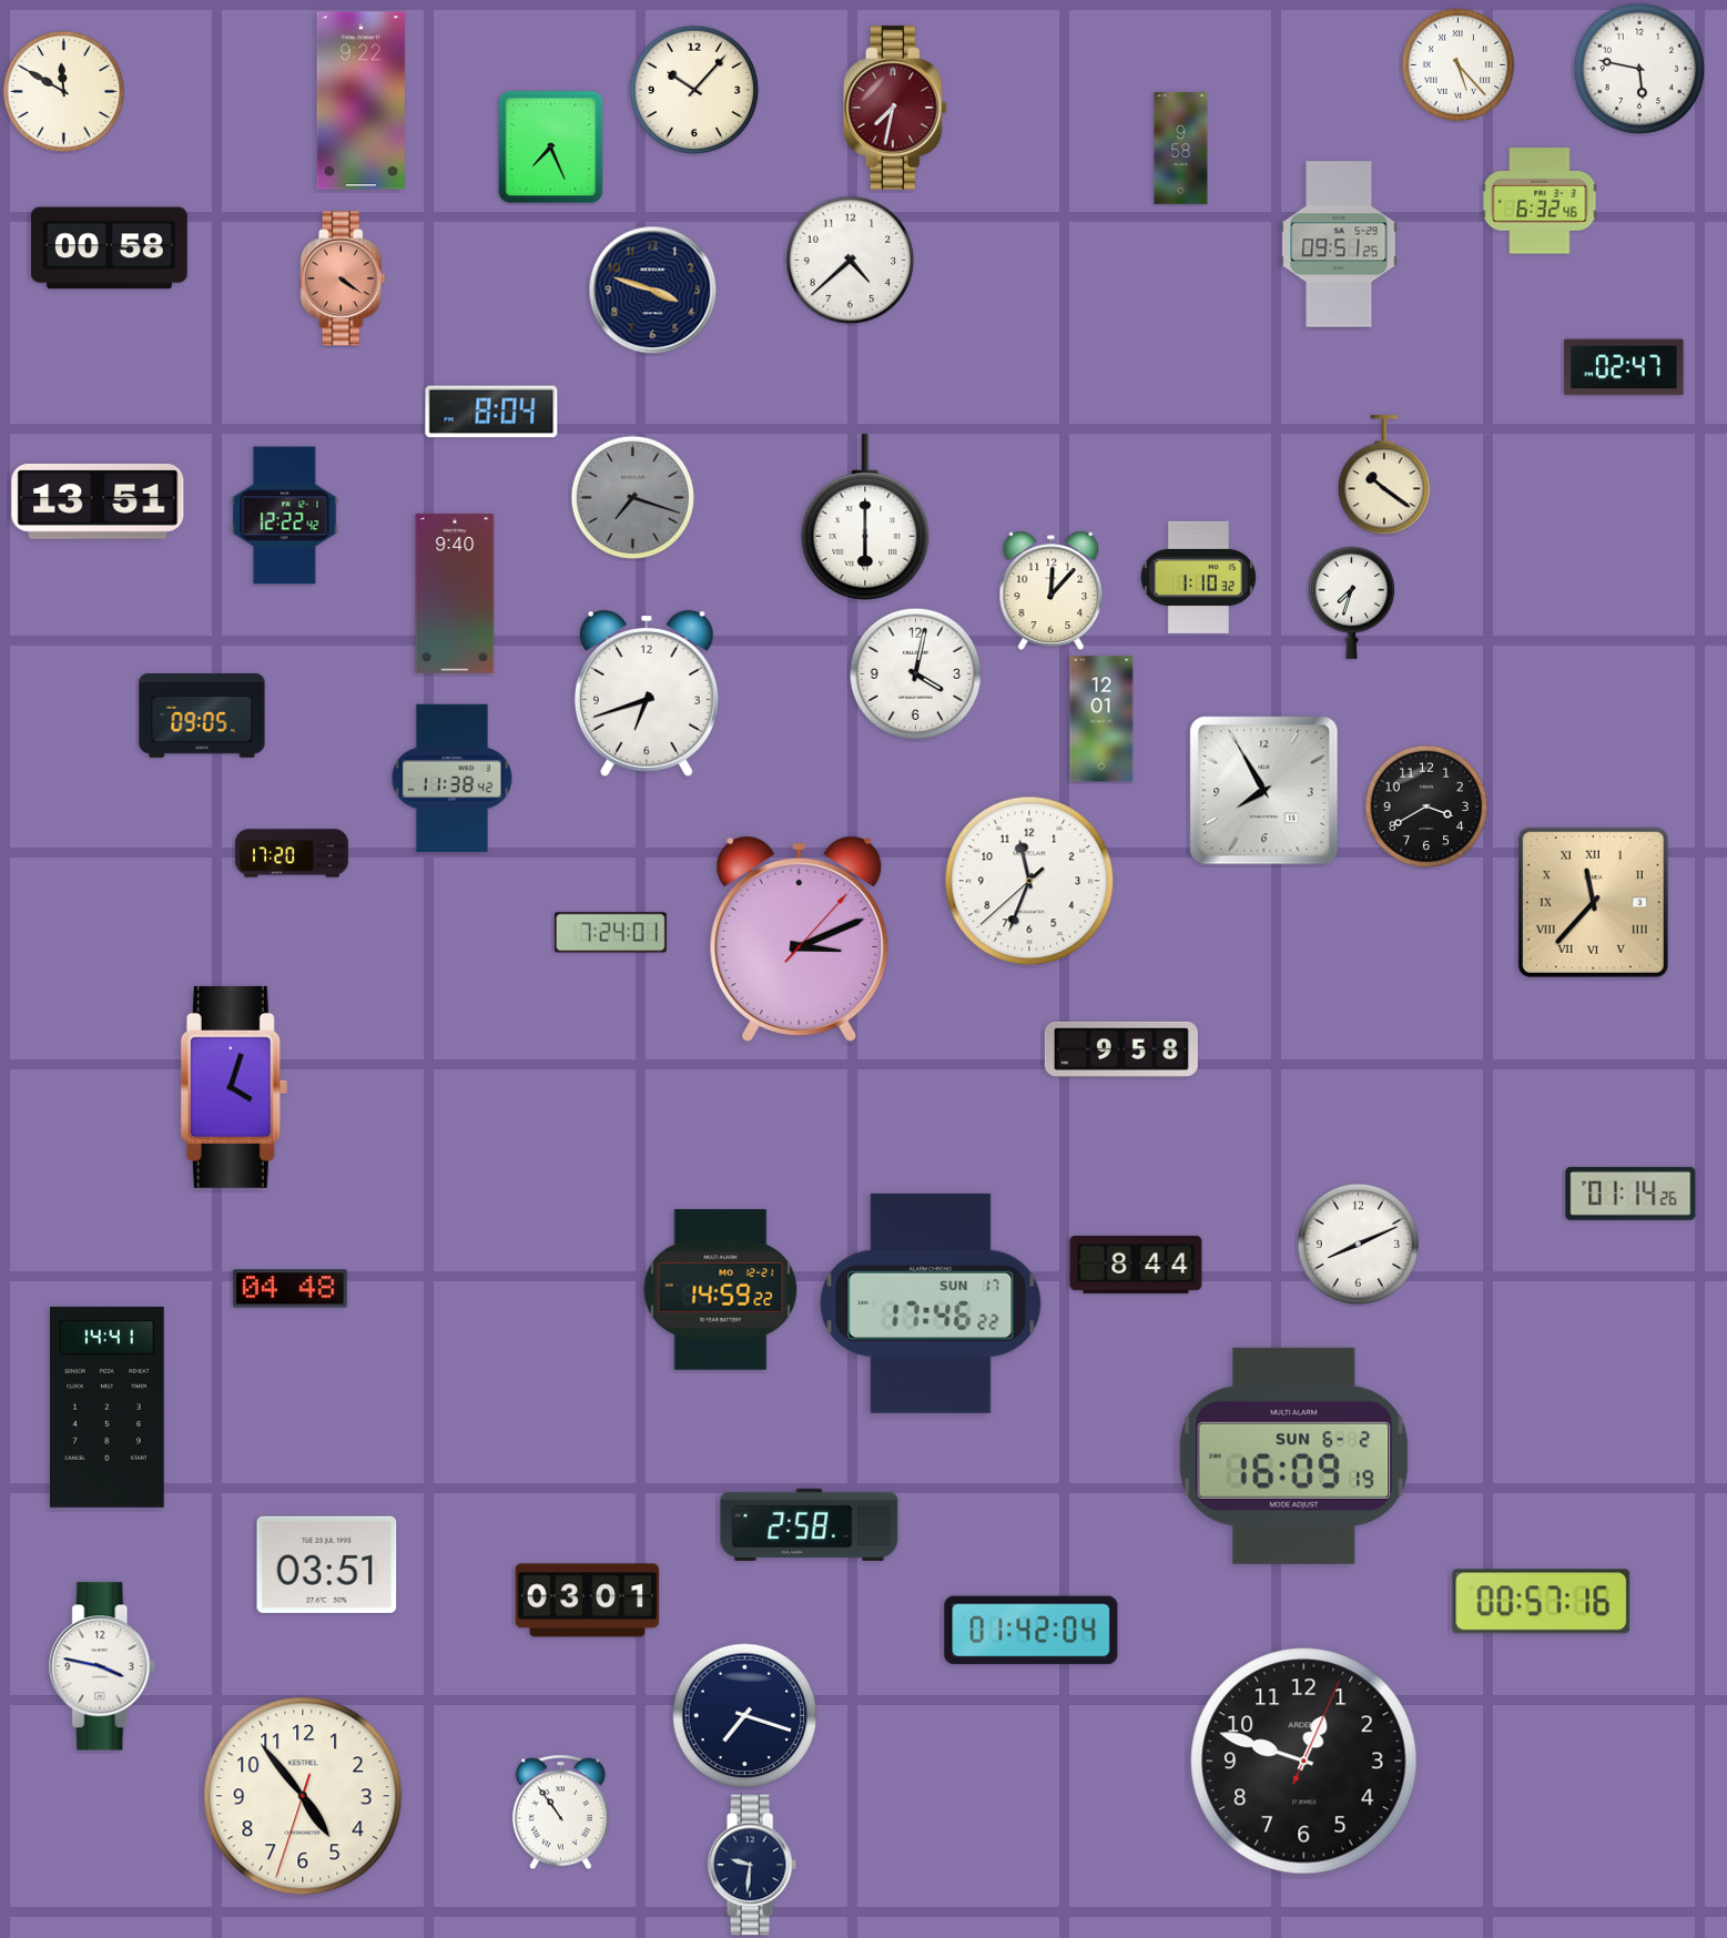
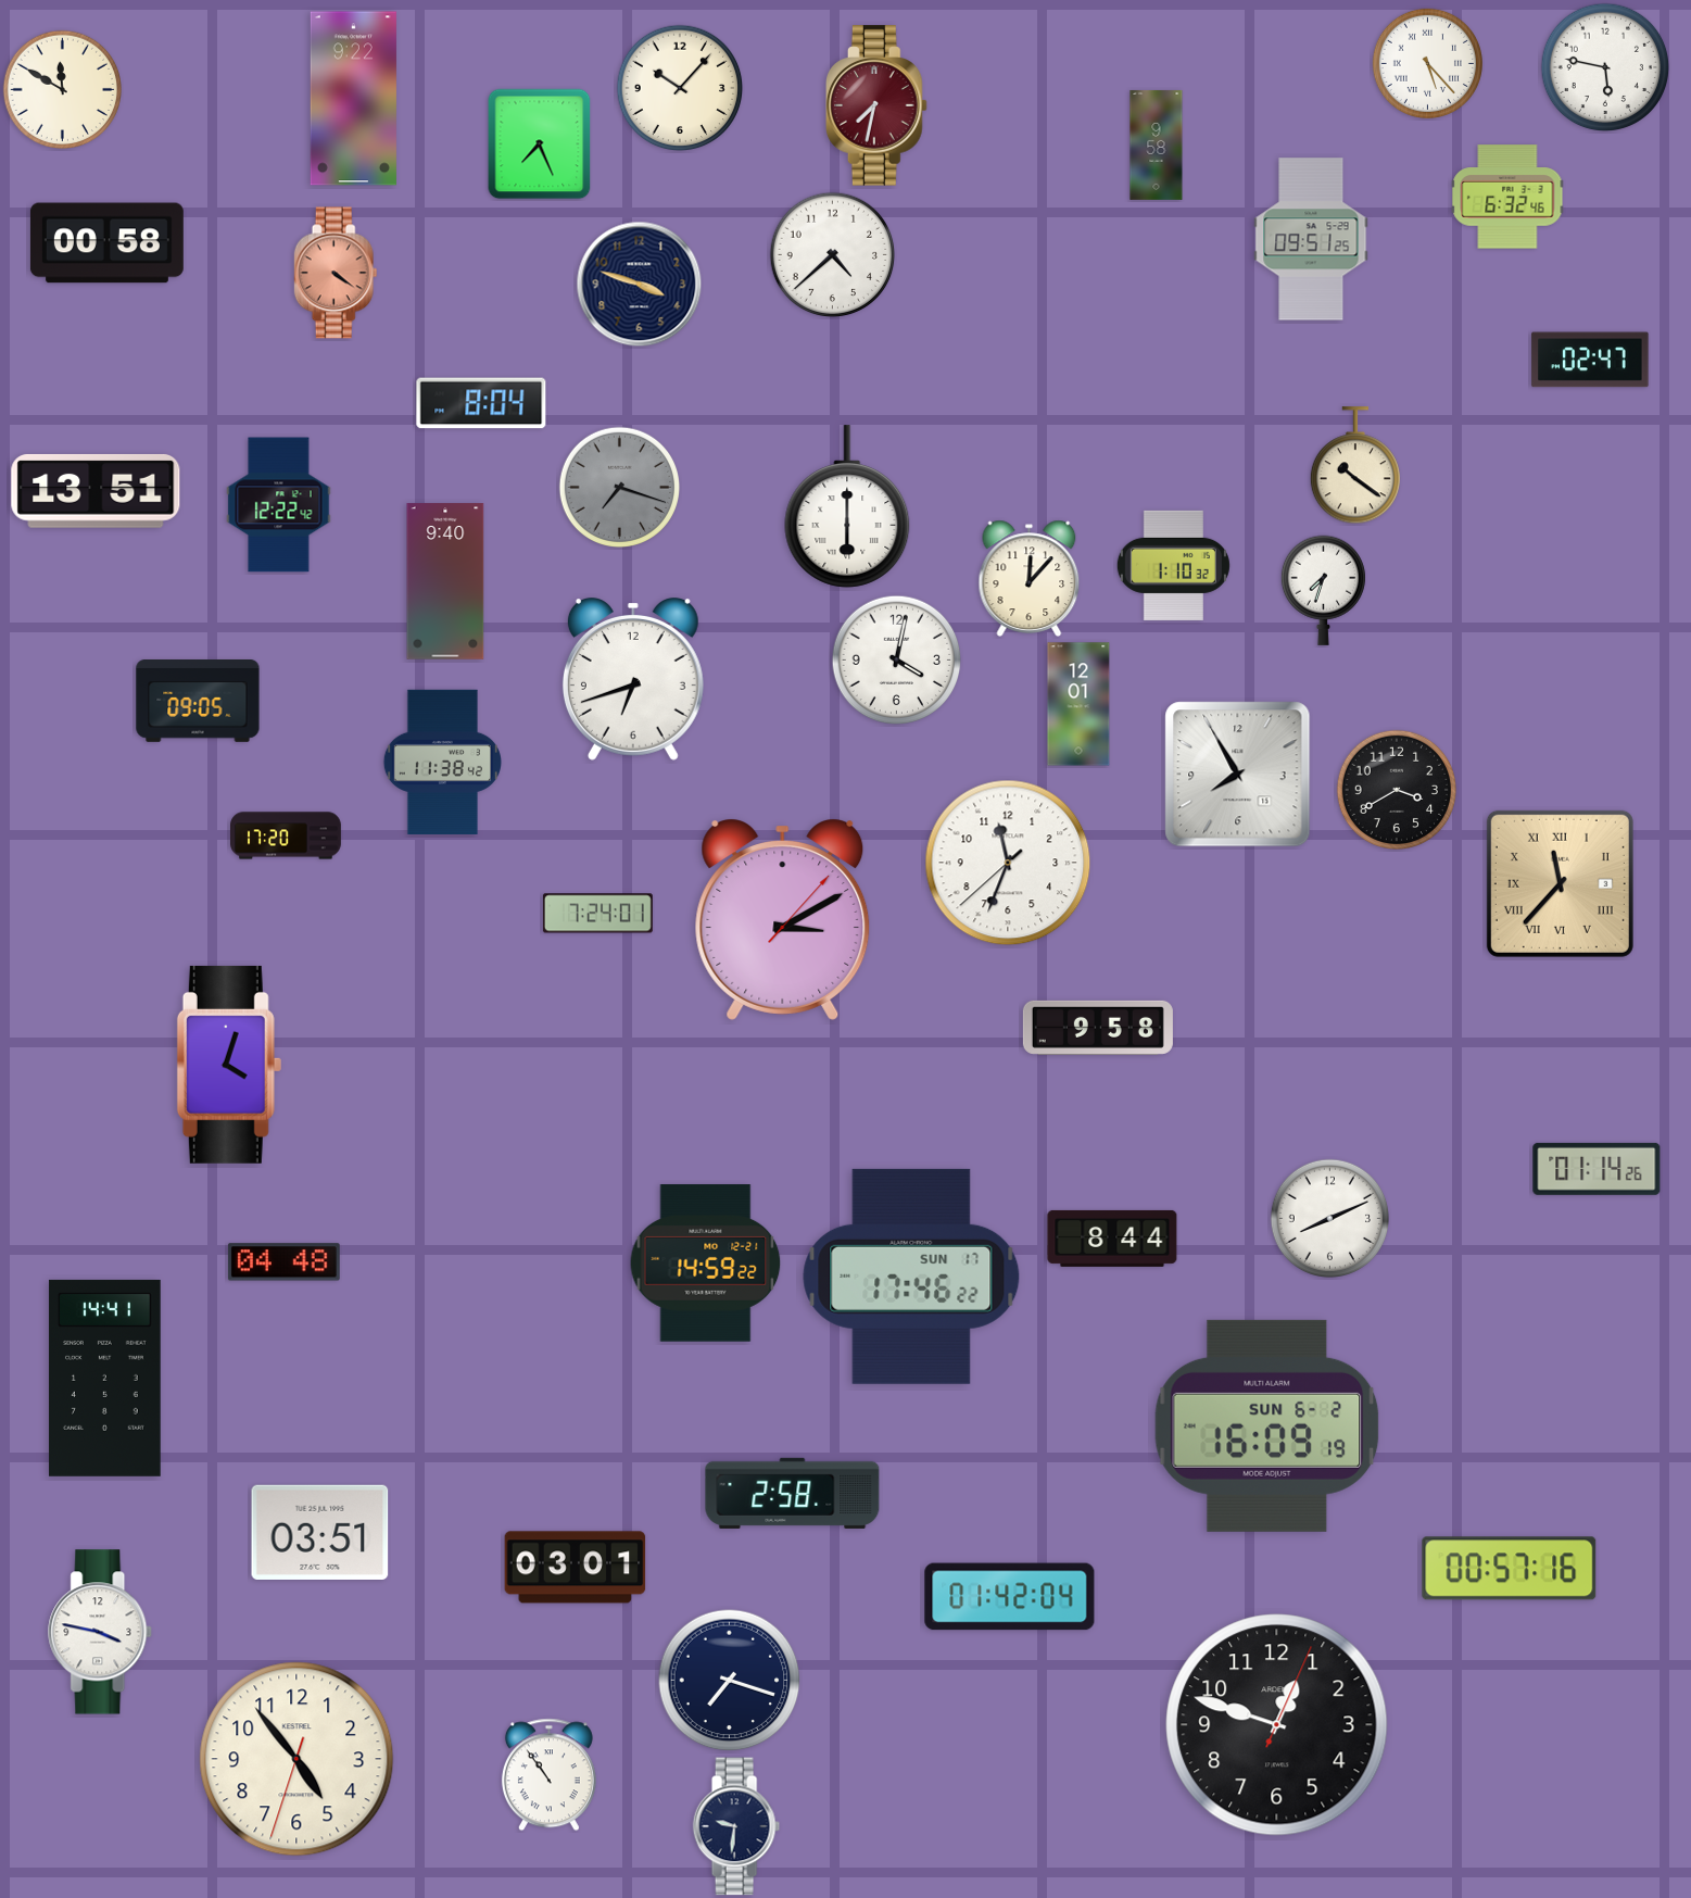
clock at (800, 938): 3:11 -> 3:10
